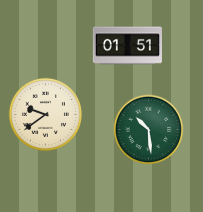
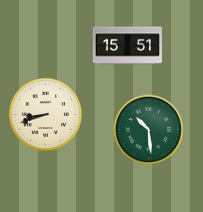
clock at (127, 46): 01:51 -> 15:51
clock at (45, 114): 9:39 -> 8:42
